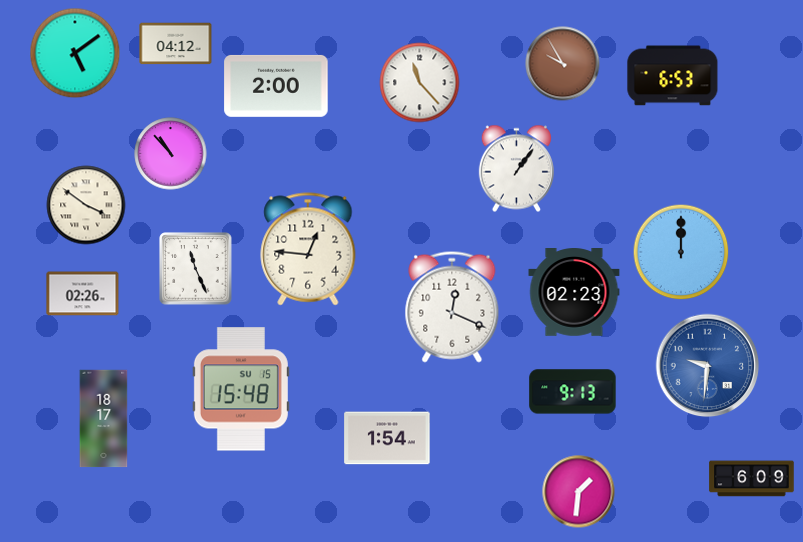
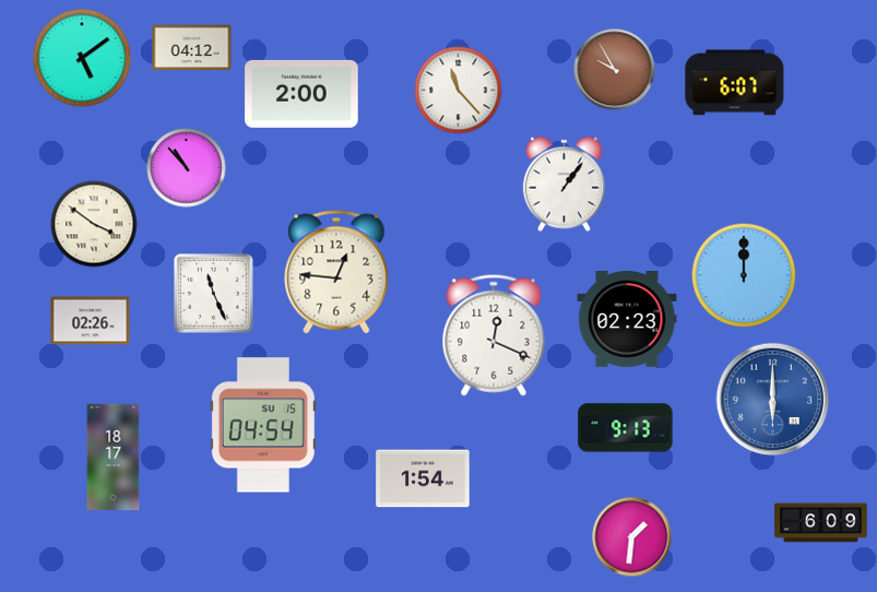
clock at (673, 76): 6:53 -> 6:07
clock at (708, 366): 9:31 -> 6:00
clock at (241, 389): 15:48 -> 04:54
